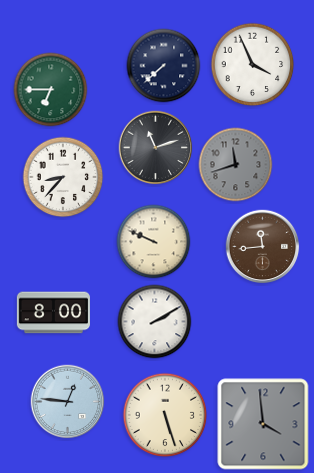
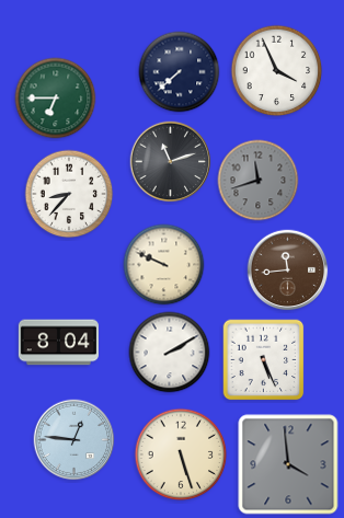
clock at (154, 242) position: (154, 242) -> (164, 265)
clock at (53, 313): 8:00 -> 8:04
clock at (264, 360): none -> 5:26
